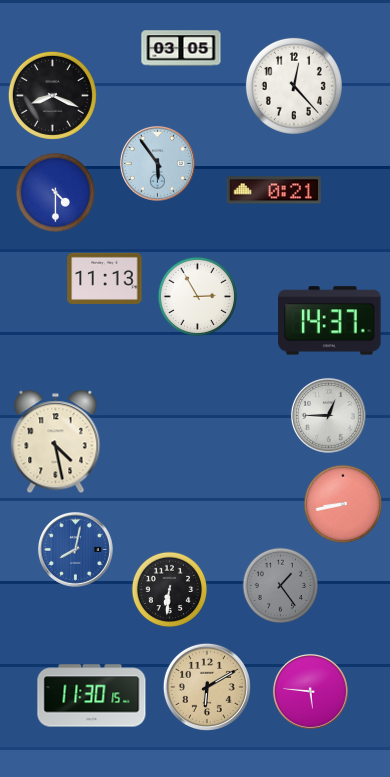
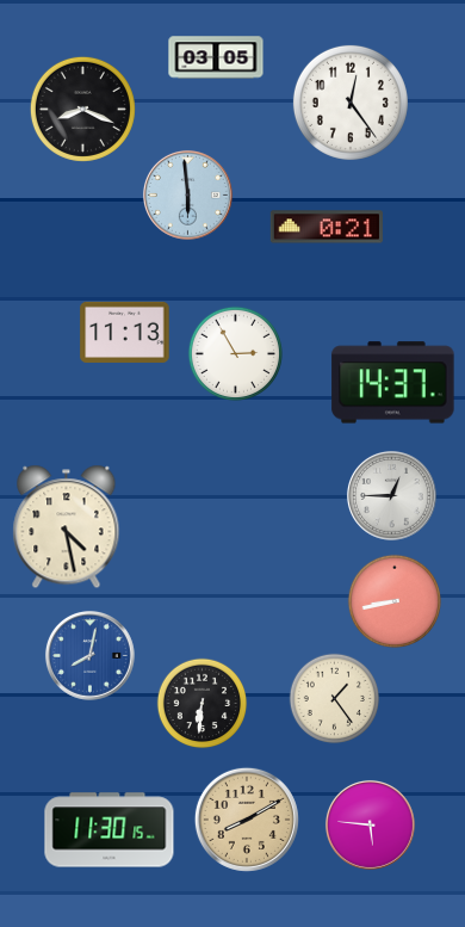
clock at (294, 86): 12:23 -> 12:24
clock at (52, 95) position: (52, 95) -> (82, 109)
clock at (157, 163): 5:54 -> 5:59
clock at (55, 192): 4:30 -> none
clock at (342, 503) position: (342, 503) -> (393, 600)
clock at (281, 586) dial: grey -> cream
clock at (207, 687): 6:10 -> 8:10
